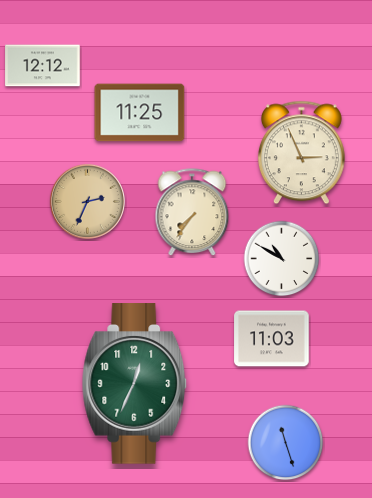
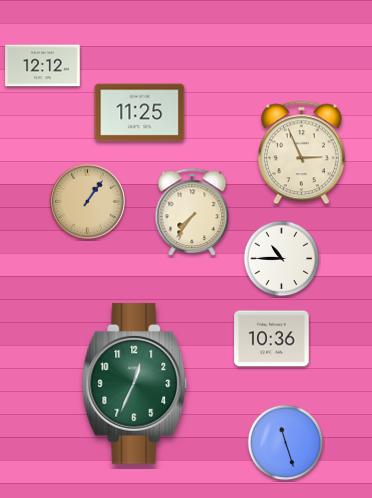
clock at (87, 201): 2:34 -> 1:06
clock at (282, 259): 10:50 -> 10:45
clock at (272, 339): 11:03 -> 10:36
